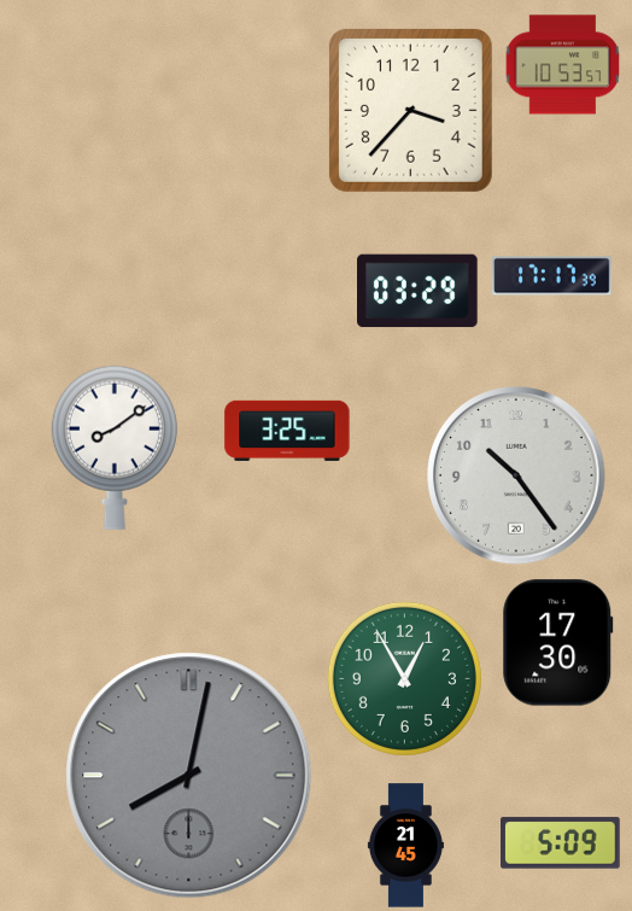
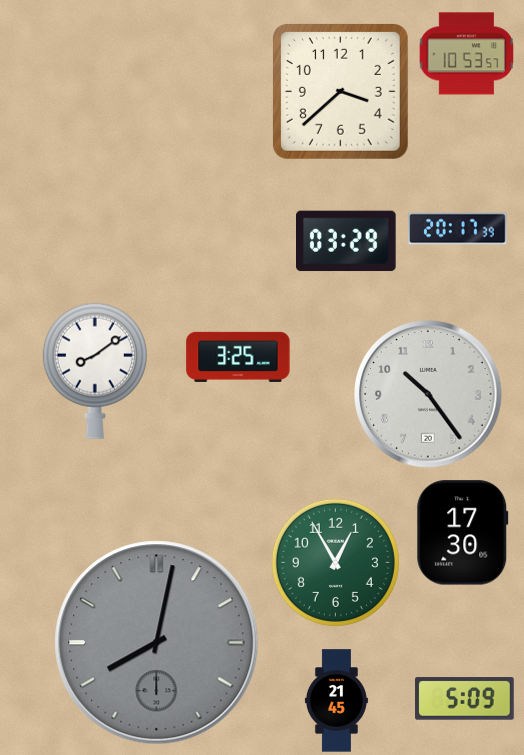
clock at (410, 110): 3:37 -> 3:38
clock at (552, 276): 17:17 -> 20:17
